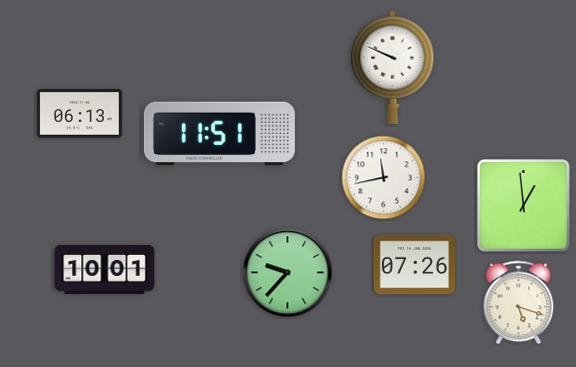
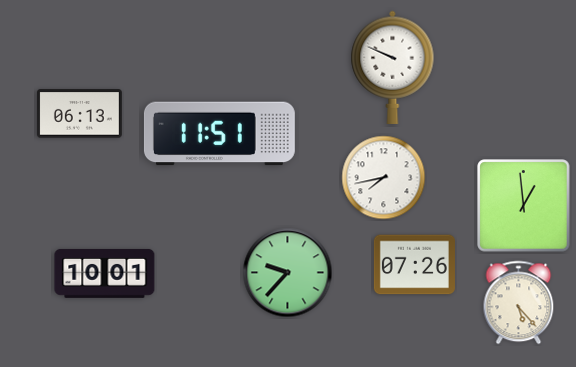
clock at (384, 178): 11:43 -> 7:43
clock at (105, 269) position: (105, 269) -> (105, 273)
clock at (519, 303): 5:18 -> 5:23
